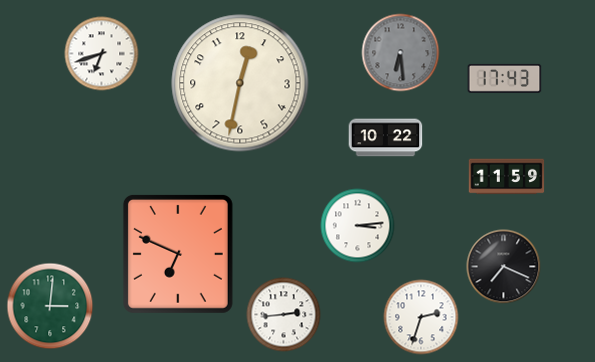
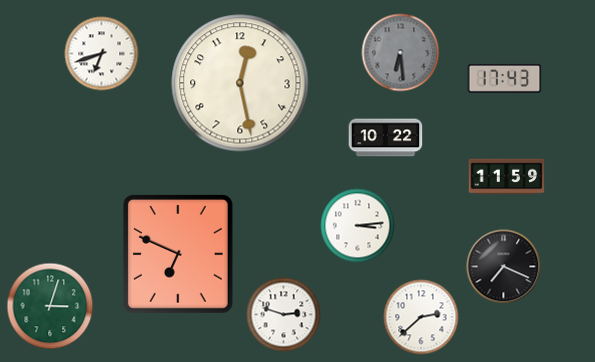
clock at (240, 83): 12:32 -> 12:28
clock at (50, 306): 3:01 -> 3:03
clock at (284, 315): 2:44 -> 2:48
clock at (421, 317): 2:33 -> 2:38
